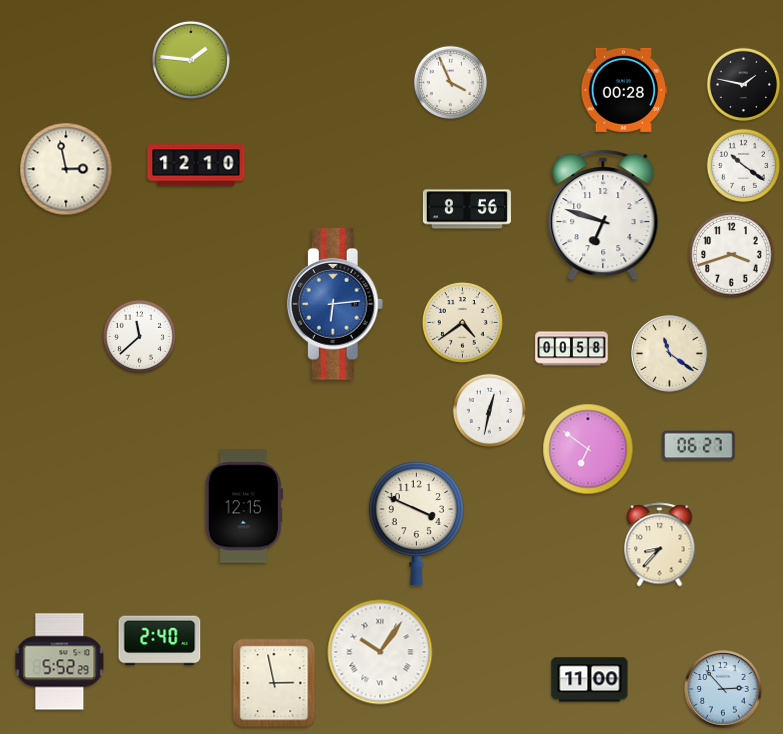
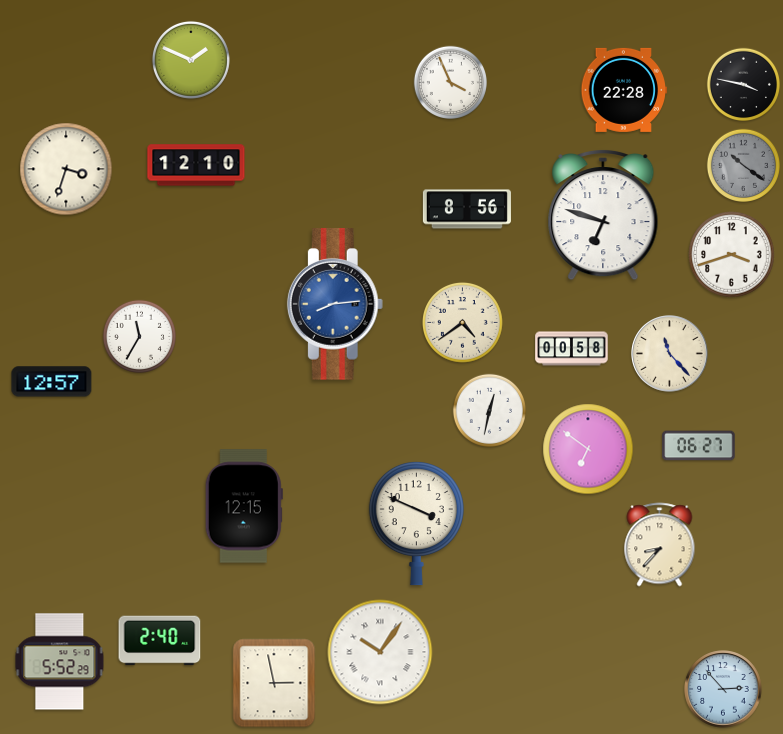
clock at (191, 60): 1:46 -> 1:49
clock at (743, 84): 1:47 -> 3:47
clock at (624, 90): 00:28 -> 22:28
clock at (743, 165) dial: white -> grey
clock at (66, 169): 2:58 -> 3:33
clock at (335, 304): 6:14 -> 8:14
clock at (139, 336): 11:38 -> 11:35
clock at (670, 354): 11:21 -> 11:23
clock at (52, 382): none -> 12:57
clock at (590, 680): 11:00 -> none
